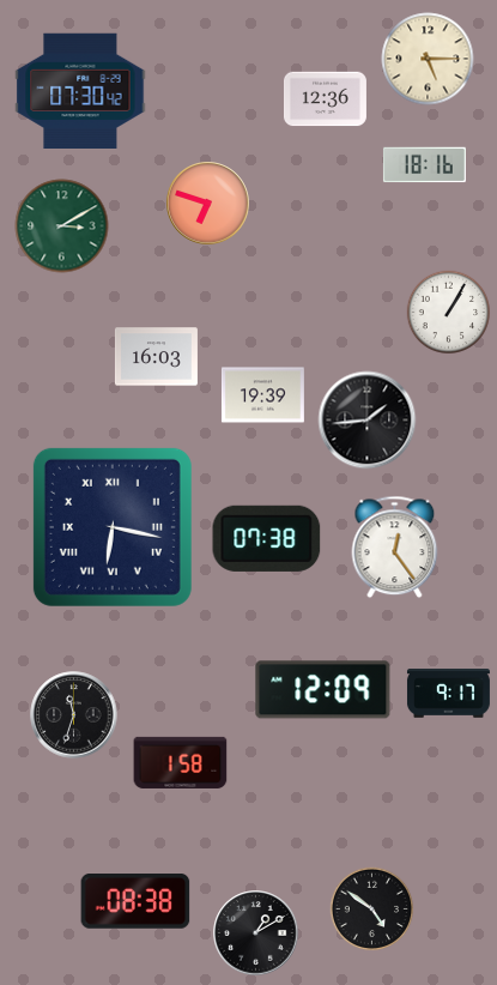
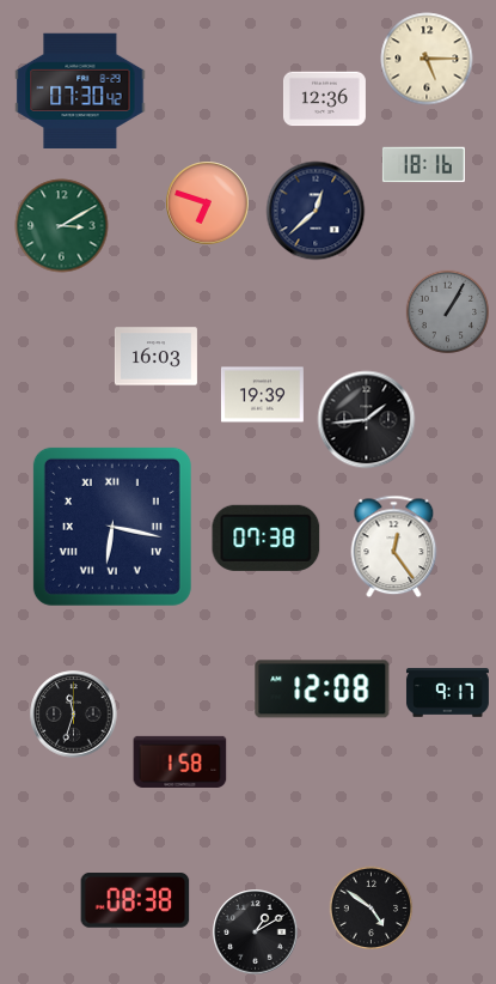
clock at (316, 211): none -> 12:38
clock at (449, 313) dial: white -> grey
clock at (323, 690): 12:09 -> 12:08
